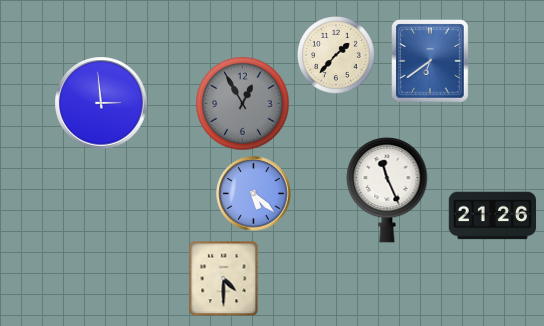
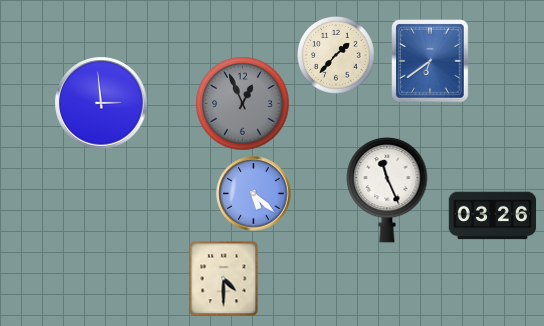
clock at (243, 104): 12:55 -> 12:56
clock at (493, 216): 21:26 -> 03:26
